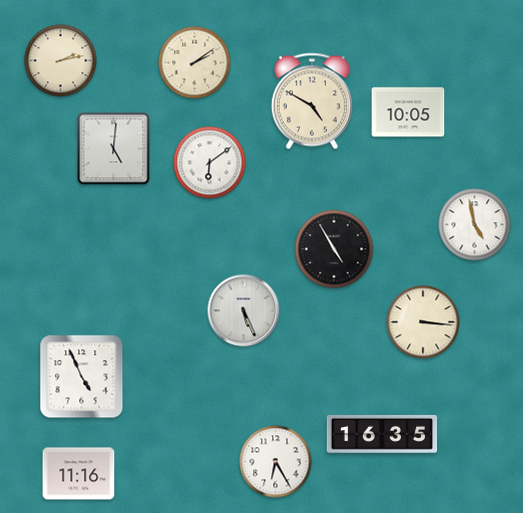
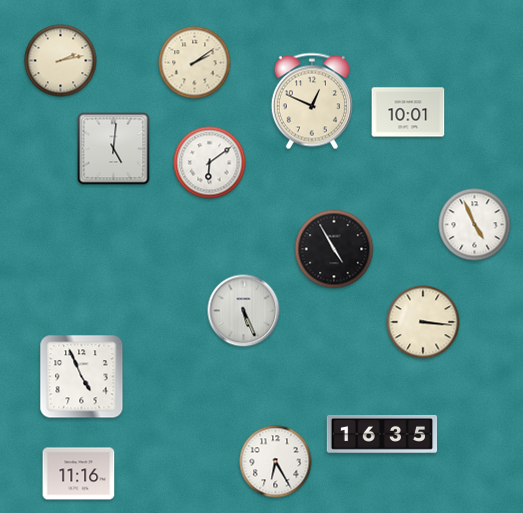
clock at (312, 101): 4:50 -> 12:49
clock at (408, 112): 10:05 -> 10:01
clock at (475, 225): 4:58 -> 4:56
